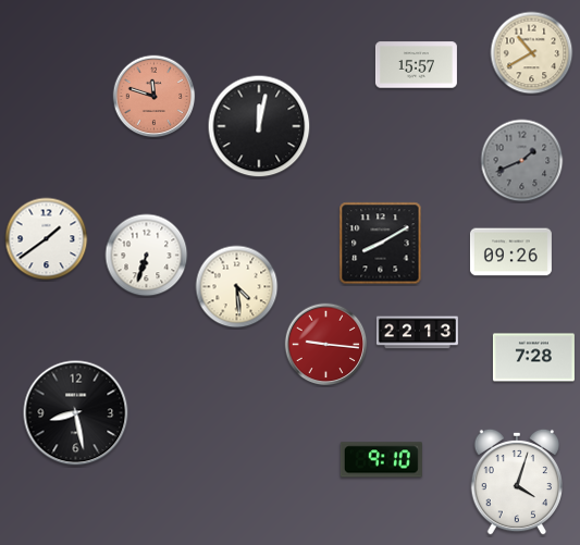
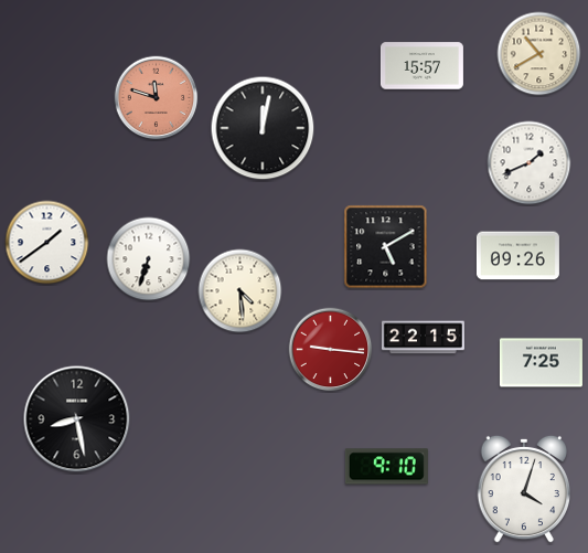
clock at (522, 161) dial: grey -> white
clock at (381, 244): 8:10 -> 5:10
clock at (417, 333): 22:13 -> 22:15
clock at (533, 358): 7:28 -> 7:25
